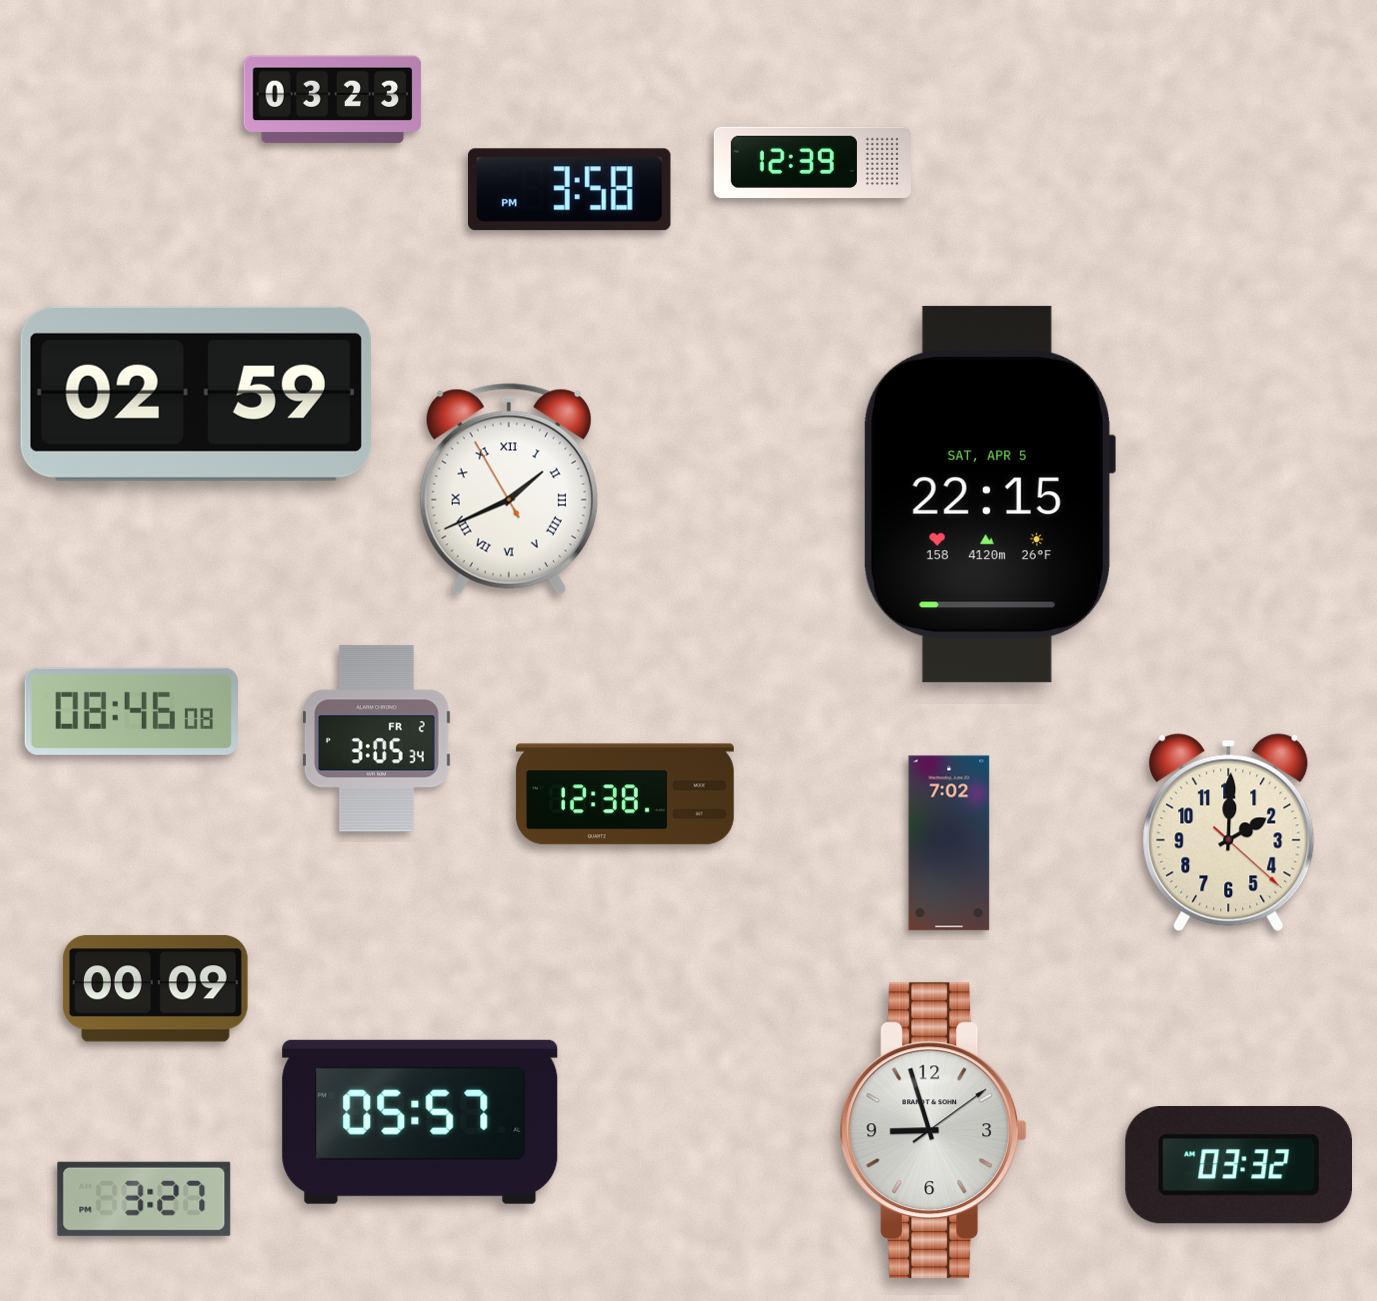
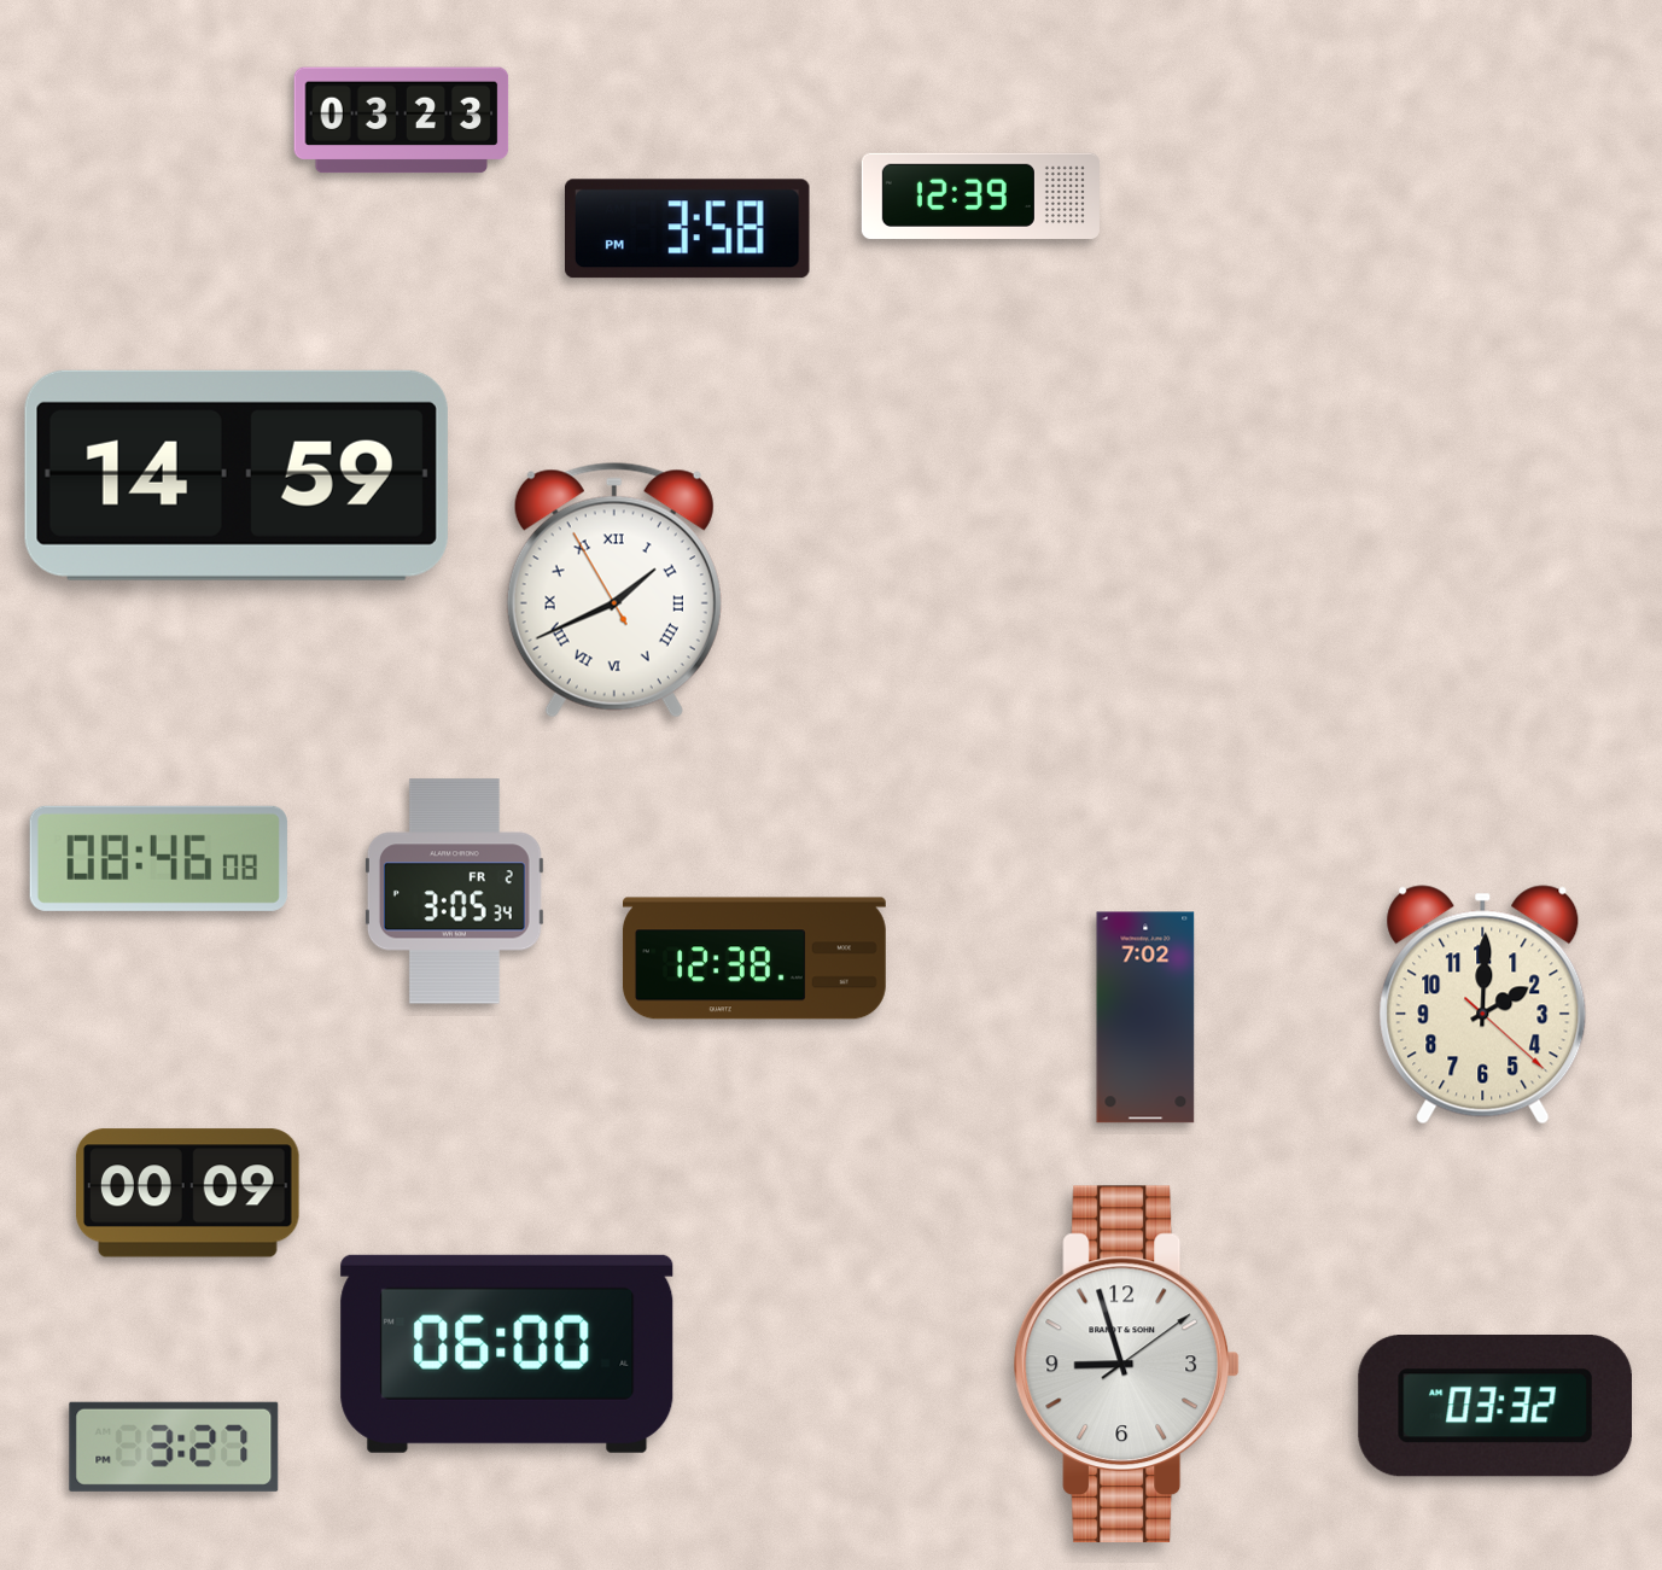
clock at (196, 394): 02:59 -> 14:59
clock at (989, 494): 22:15 -> none
clock at (420, 1122): 05:57 -> 06:00
